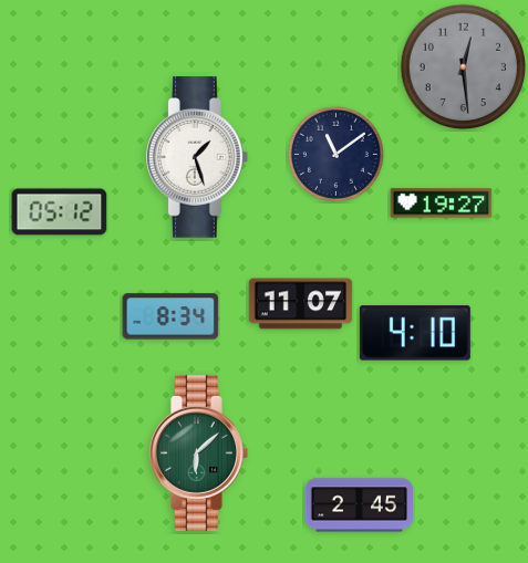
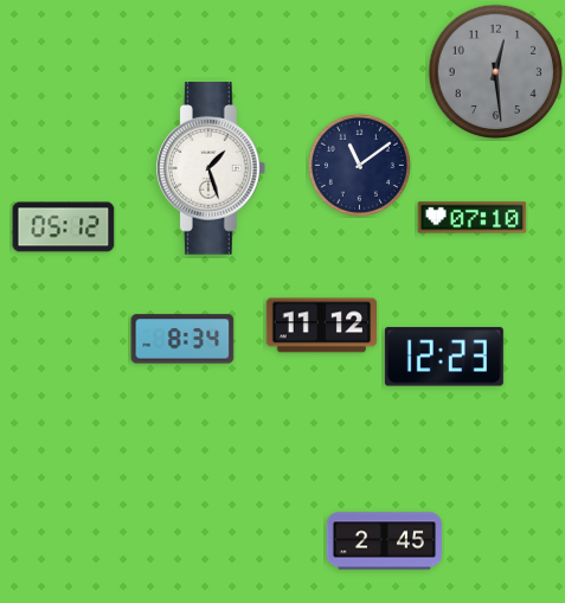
clock at (442, 204): 19:27 -> 07:10
clock at (301, 304): 11:07 -> 11:12
clock at (415, 333): 4:10 -> 12:23
clock at (198, 452): 6:08 -> none
